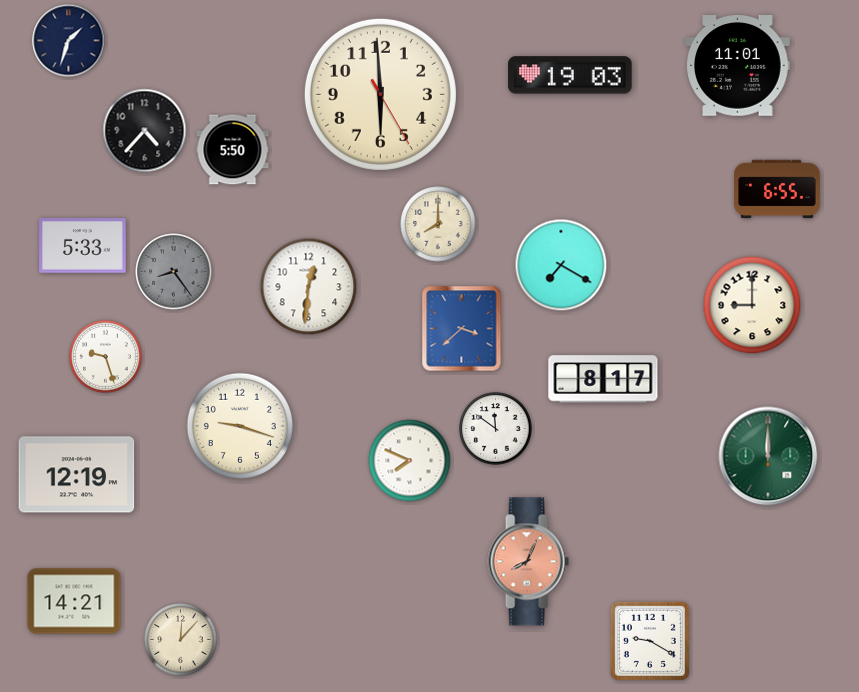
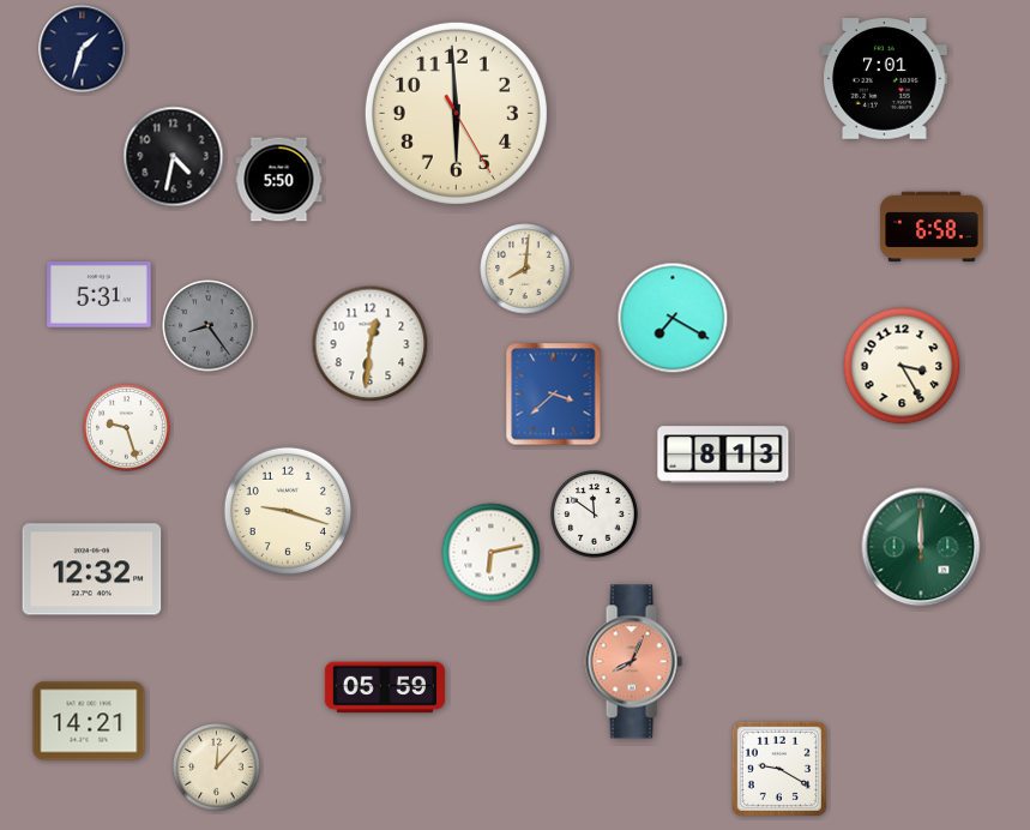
clock at (738, 66): 11:01 -> 7:01
clock at (570, 75): 19:03 -> none
clock at (145, 131): 4:37 -> 4:32
clock at (777, 189): 6:55 -> 6:58
clock at (438, 224): 8:00 -> 8:01
clock at (83, 246): 5:33 -> 5:31
clock at (752, 305): 9:00 -> 3:25
clock at (603, 379): 8:17 -> 8:13
clock at (410, 461): 7:49 -> 6:13
clock at (77, 475): 12:19 -> 12:32
clock at (528, 562) position: (528, 562) -> (633, 662)
clock at (384, 687): none -> 05:59
